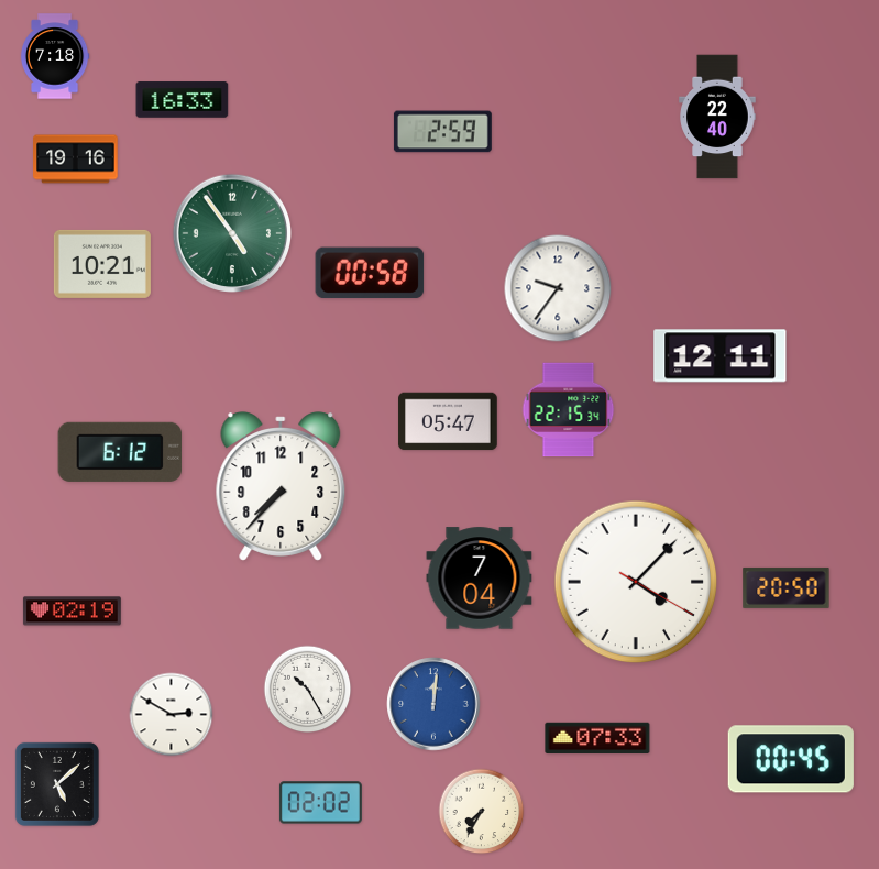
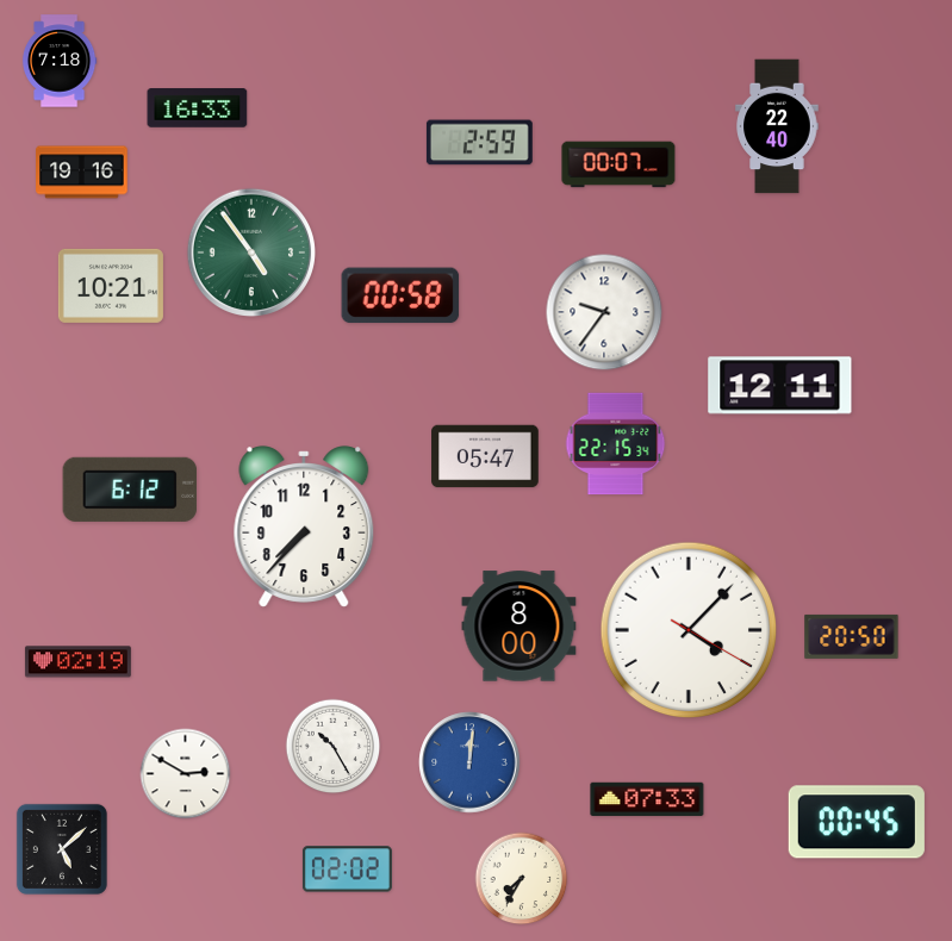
clock at (618, 164): none -> 00:07
clock at (480, 579): 7:04 -> 8:00
